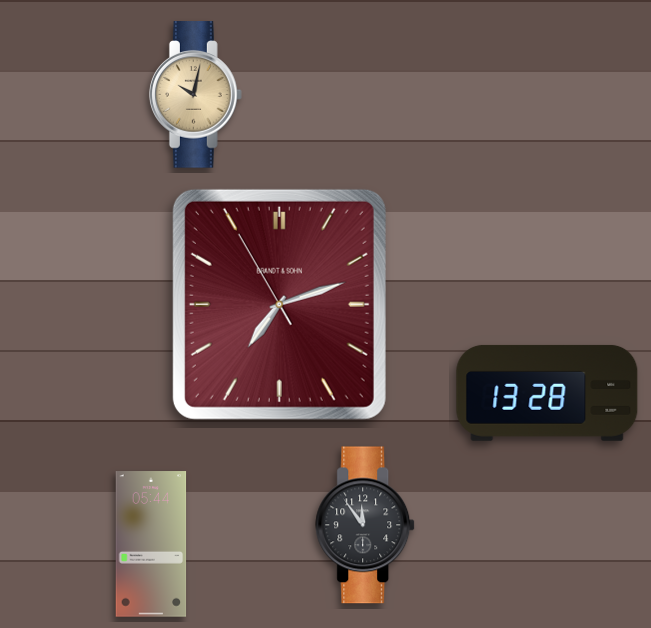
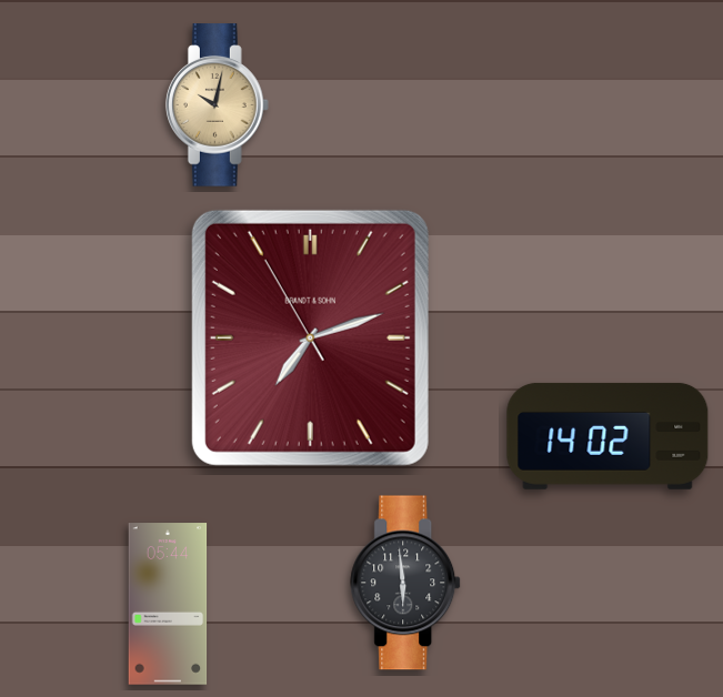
clock at (547, 393): 13:28 -> 14:02
clock at (366, 525): 11:54 -> 5:59
